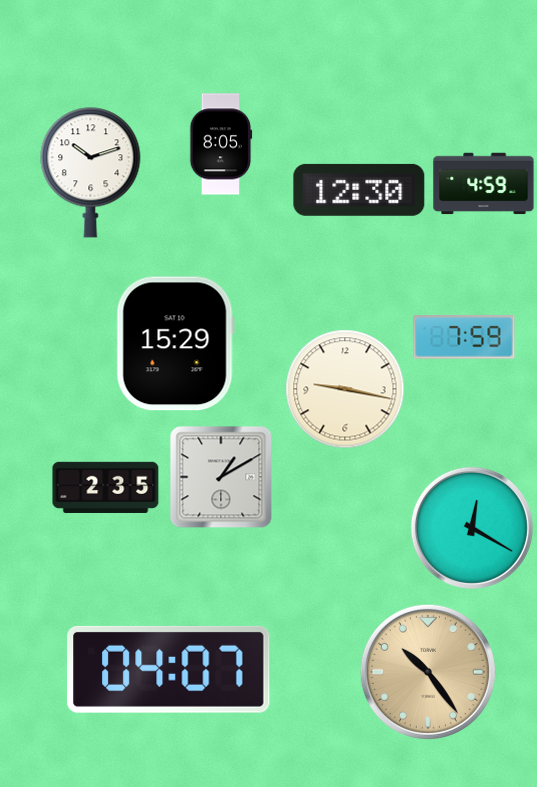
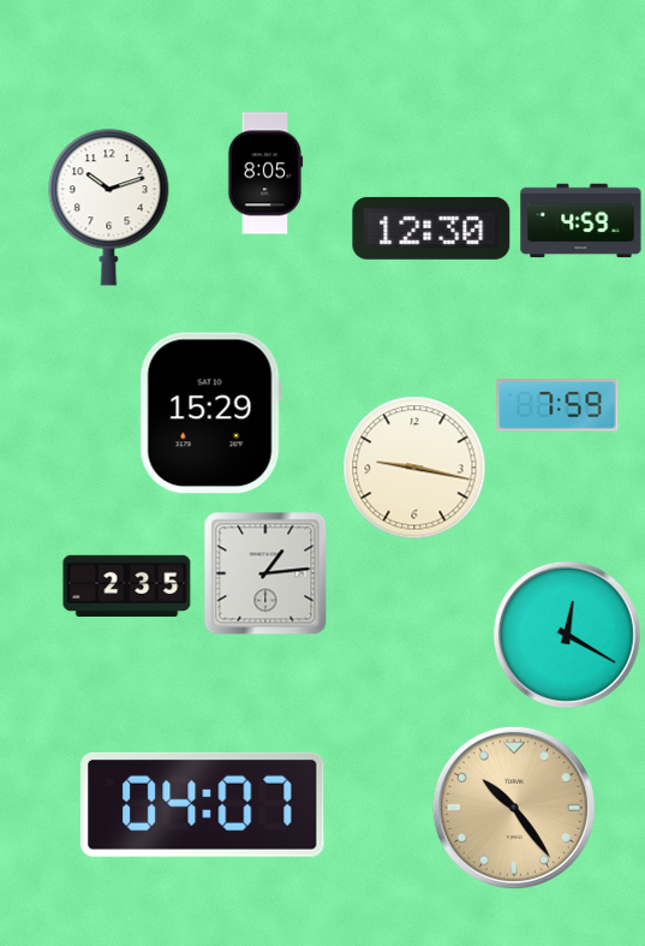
clock at (221, 477): 1:10 -> 1:14
